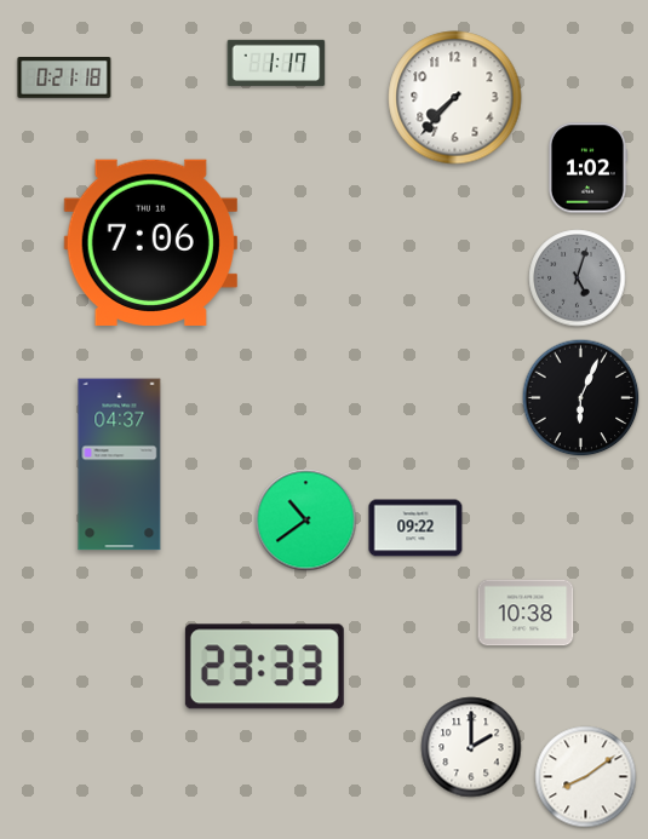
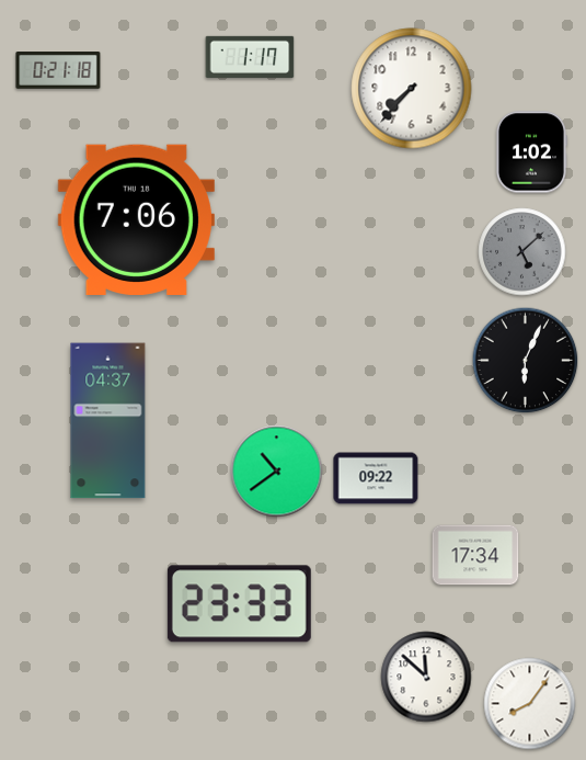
clock at (578, 278): 5:03 -> 5:08
clock at (526, 613): 10:38 -> 17:34
clock at (471, 747): 2:00 -> 11:52
clock at (586, 777): 8:09 -> 8:06
